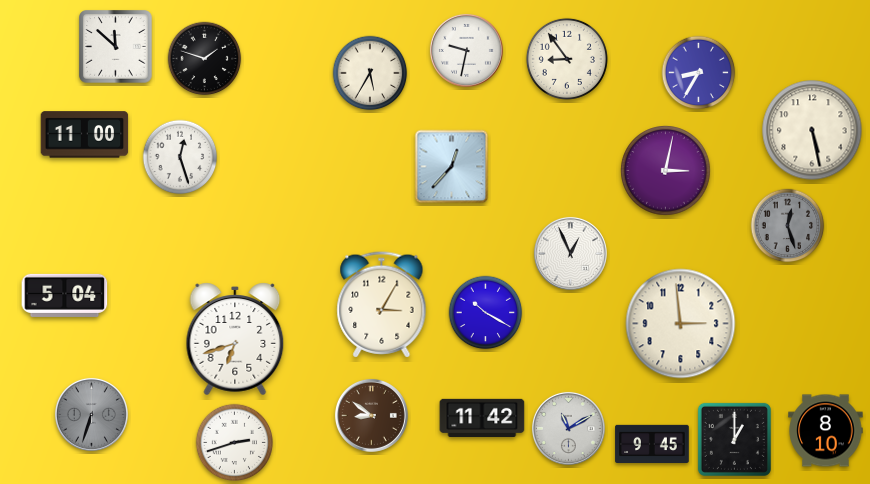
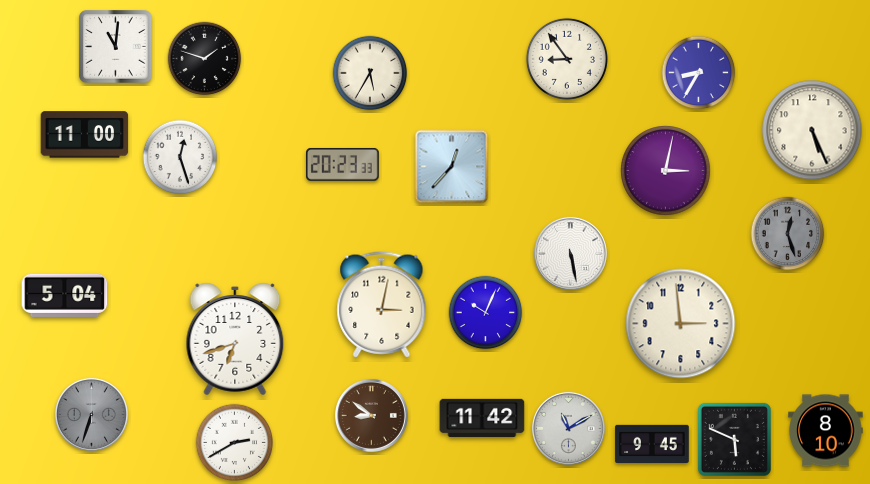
clock at (116, 47): 11:52 -> 11:01
clock at (466, 50): 9:32 -> none
clock at (812, 130): 5:28 -> 5:26
clock at (343, 164): none -> 20:23
clock at (788, 226) position: (788, 226) -> (788, 234)
clock at (570, 253): 12:56 -> 5:28
clock at (382, 305): 3:05 -> 3:02
clock at (486, 313): 10:20 -> 10:04
clock at (734, 439): 1:00 -> 5:49
clock at (234, 442): 2:42 -> 2:40
